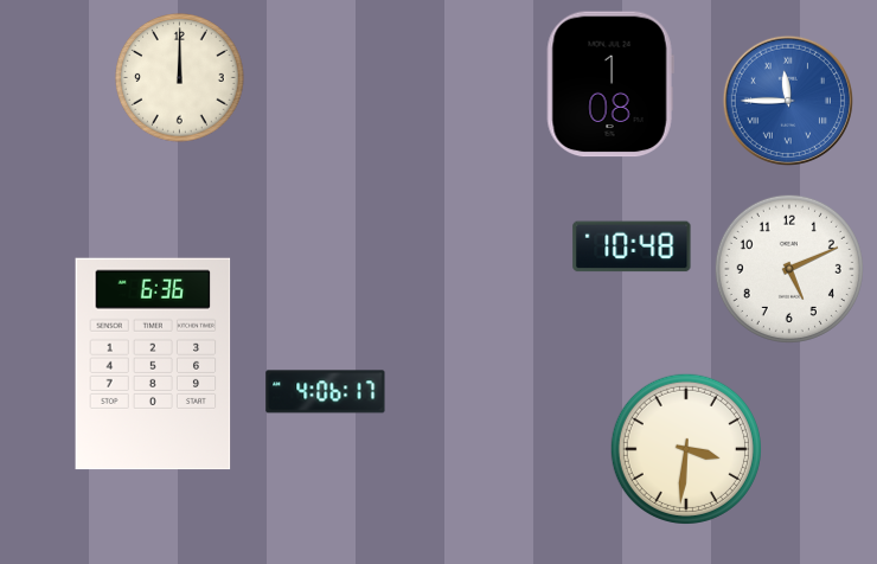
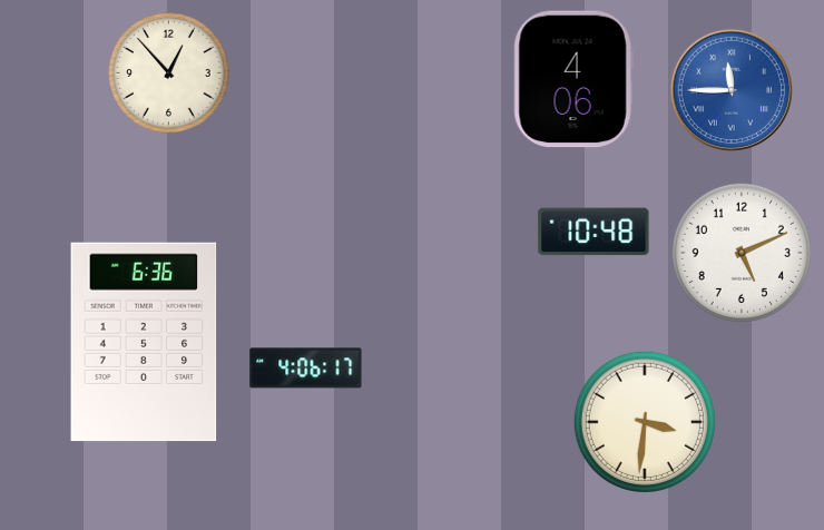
clock at (180, 78): 12:00 -> 12:53
clock at (610, 84): 1:08 -> 4:06
clock at (788, 101) position: (788, 101) -> (732, 90)
